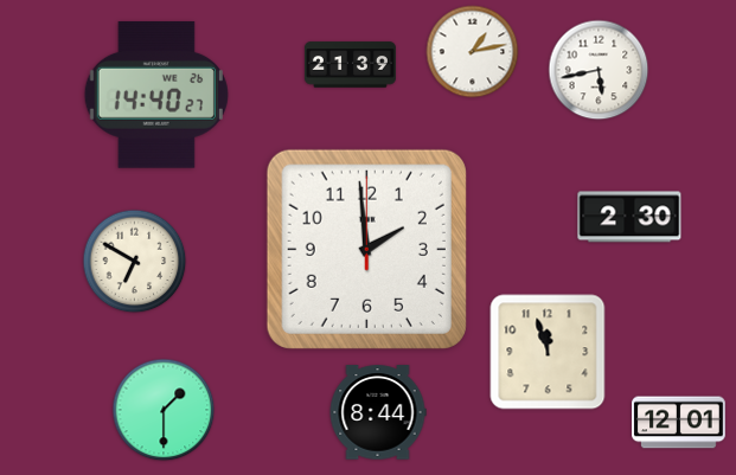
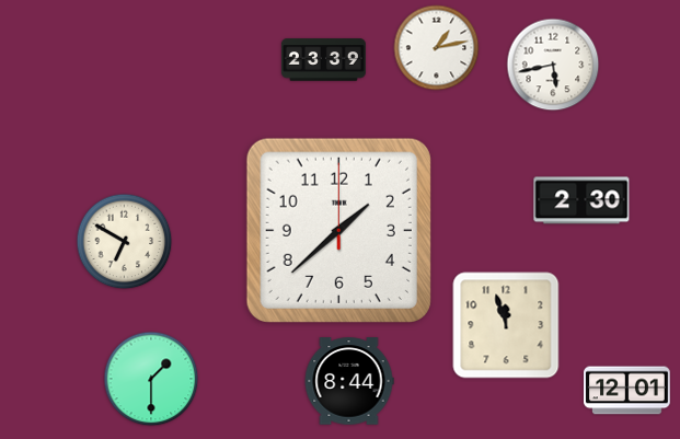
clock at (350, 65): 21:39 -> 23:39
clock at (156, 95): 14:40 -> none
clock at (366, 249): 1:59 -> 1:38
